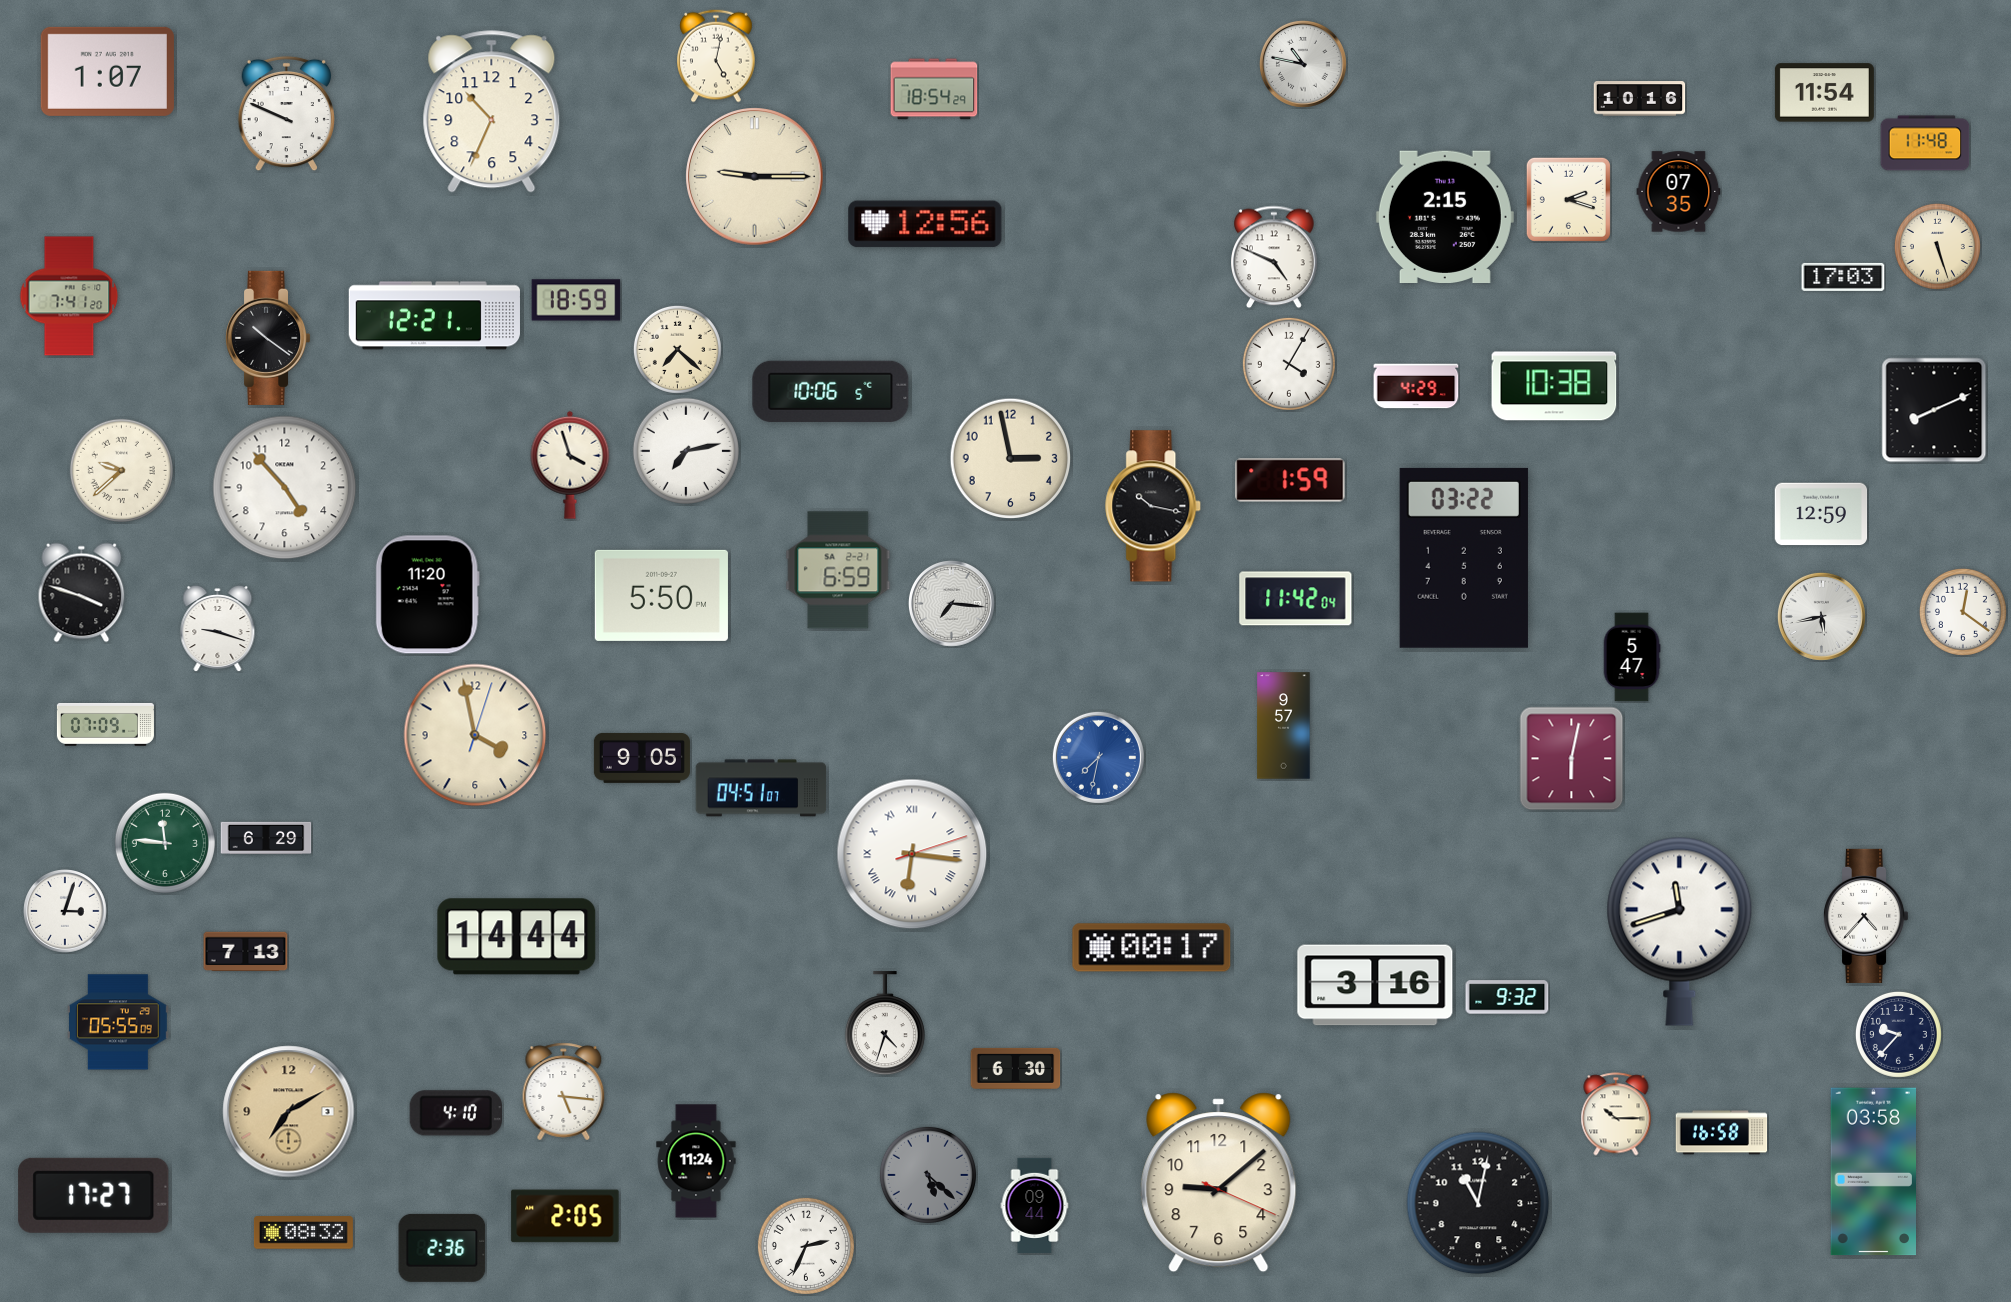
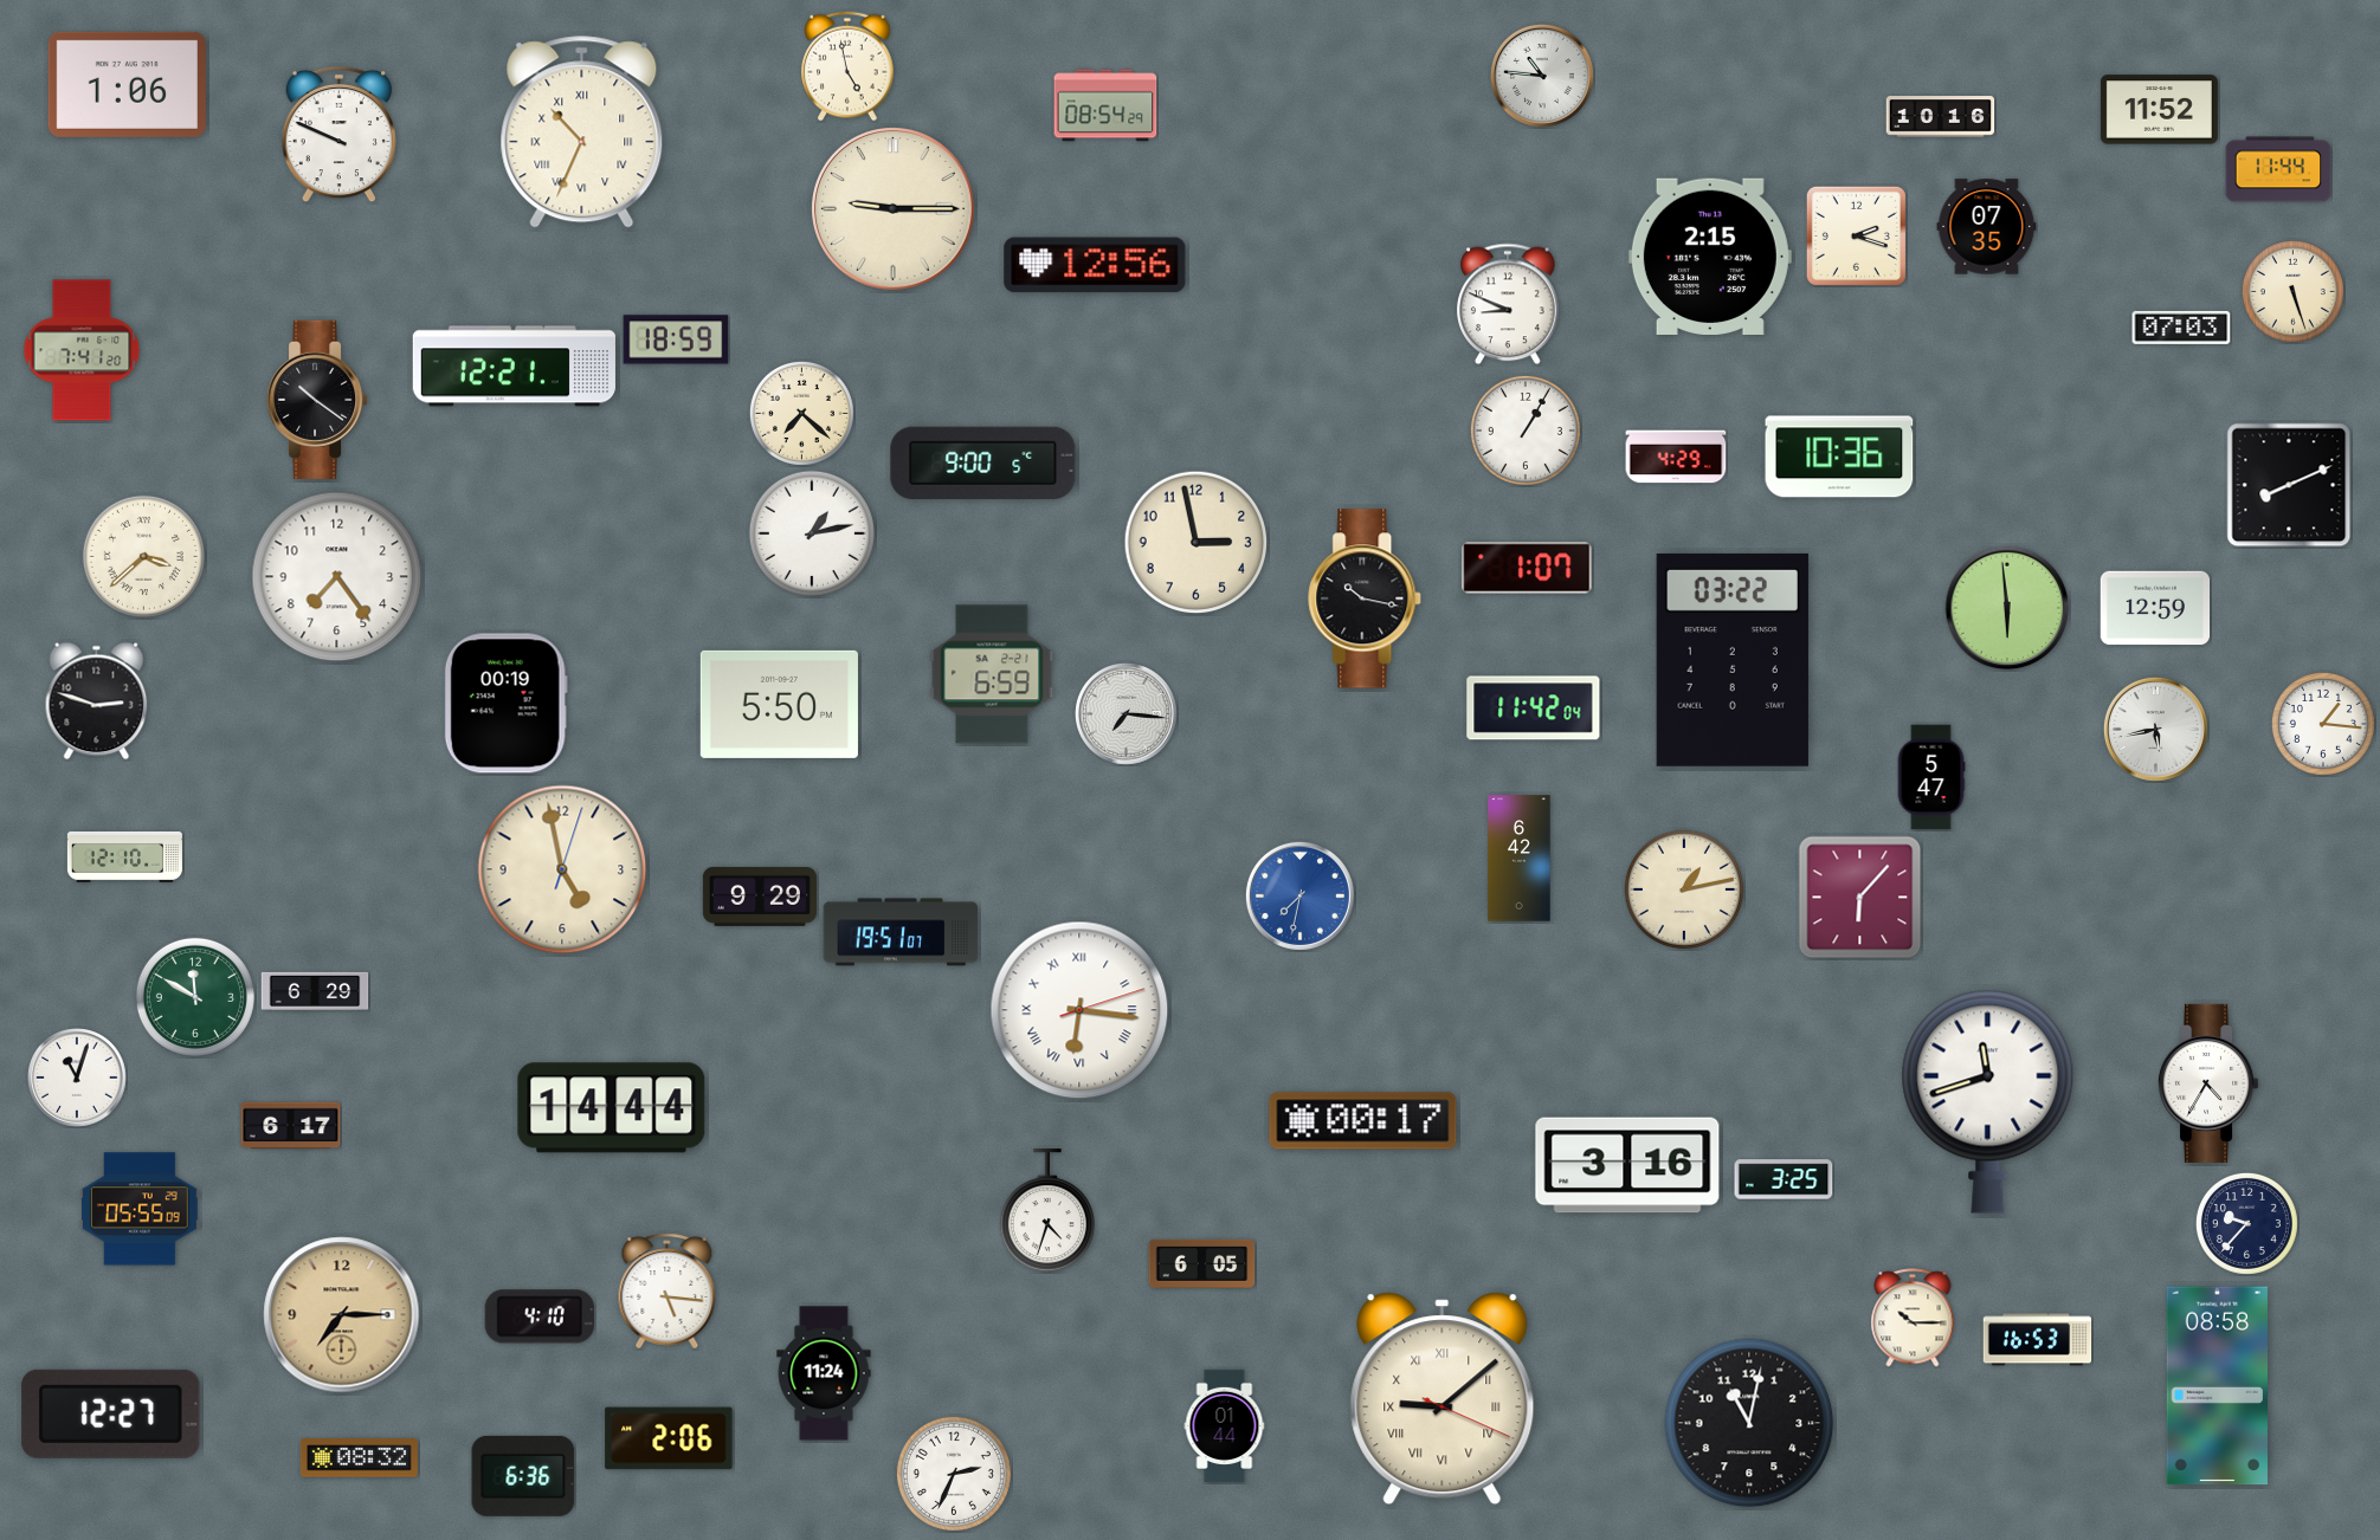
clock at (716, 56): 5:02 -> 4:58
clock at (1303, 64): 10:47 -> 10:46
clock at (107, 71): 1:07 -> 1:06
clock at (934, 89): 18:54 -> 08:54
clock at (1824, 93): 11:54 -> 11:52
clock at (492, 112) numerals: Arabic -> Roman
clock at (1925, 143): 11:48 -> 11:44
clock at (1275, 257): 4:49 -> 8:49
clock at (1843, 277): 17:03 -> 07:03
clock at (576, 300) position: (576, 300) -> (676, 339)
clock at (434, 316) position: (434, 316) -> (514, 367)
clock at (1289, 364): 4:05 -> 1:05
clock at (1554, 386): 10:38 -> 10:36
clock at (831, 391): 10:06 -> 9:00
clock at (686, 451): 7:13 -> 1:13
clock at (570, 465): 3:57 -> none
clock at (121, 470): 9:38 -> 3:38
clock at (1290, 480): 1:59 -> 1:07
clock at (285, 488): 4:53 -> 7:24
clock at (2007, 608): none -> 5:59
clock at (82, 593): 3:48 -> 2:48
clock at (427, 595): 11:20 -> 00:19
clock at (661, 595) position: (661, 595) -> (779, 704)
clock at (1963, 612): 12:21 -> 1:16
clock at (218, 628): 9:18 -> none
clock at (105, 724): 07:09 -> 12:10
clock at (1284, 726): 9:57 -> 6:42
clock at (475, 735): 3:58 -> 4:58
clock at (1684, 889): none -> 1:13
clock at (642, 758): 9:05 -> 9:29
clock at (1572, 759): 6:02 -> 6:07
clock at (761, 788): 04:51 -> 19:51
clock at (165, 843): 11:46 -> 11:50
clock at (65, 911): 3:03 -> 11:03
clock at (1867, 916): 4:37 -> 4:35
clock at (246, 952): 7:13 -> 6:17
clock at (1507, 997): 9:32 -> 3:25
clock at (1016, 1068): 6:30 -> 6:05
clock at (289, 1112): 7:10 -> 7:15
clock at (1722, 1133): 16:58 -> 16:53
clock at (1873, 1172): 03:58 -> 08:58
clock at (928, 1175): 5:22 -> none
clock at (1219, 1183) numerals: Arabic -> Roman
clock at (94, 1195): 17:27 -> 12:27
clock at (1035, 1205): 09:44 -> 01:44
clock at (565, 1216): 2:05 -> 2:06
clock at (442, 1248): 2:36 -> 6:36
